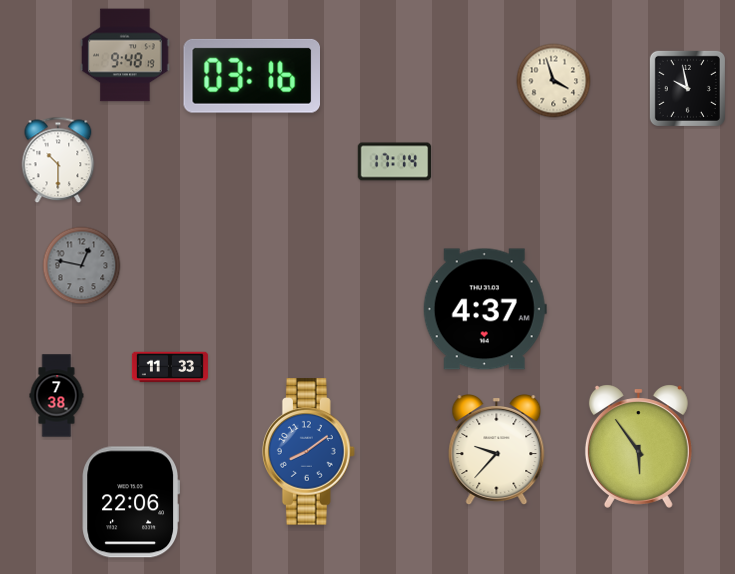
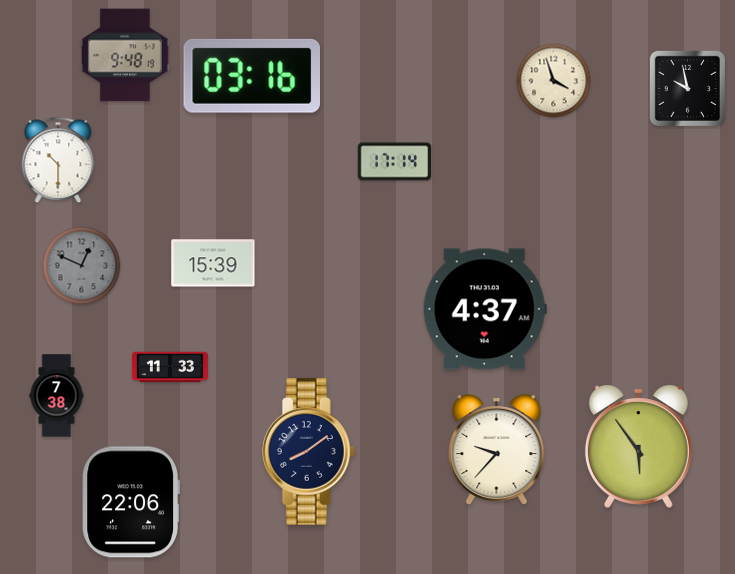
clock at (213, 263): none -> 15:39
clock at (82, 266): 12:47 -> 12:49
clock at (308, 452) dial: blue -> navy
